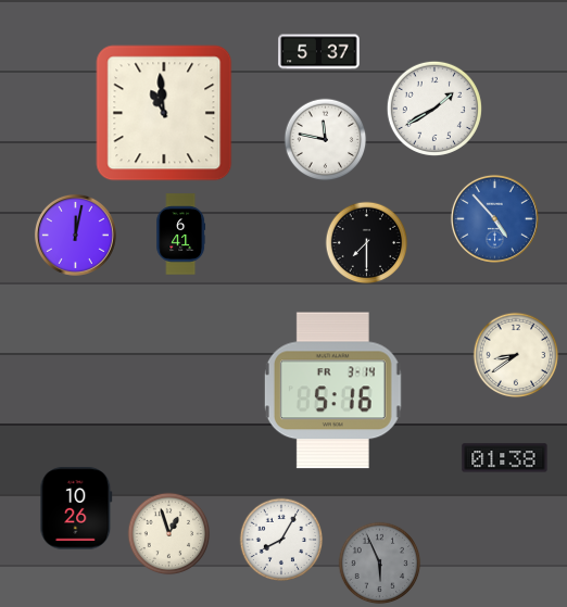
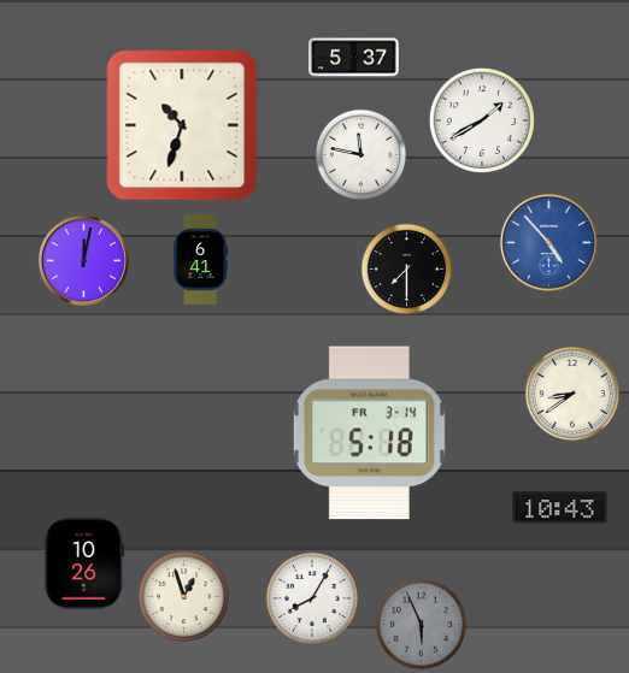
clock at (164, 113): 10:59 -> 10:33
clock at (332, 391): 5:16 -> 5:18
clock at (505, 458): 01:38 -> 10:43
clock at (169, 534) position: (169, 534) -> (184, 597)
